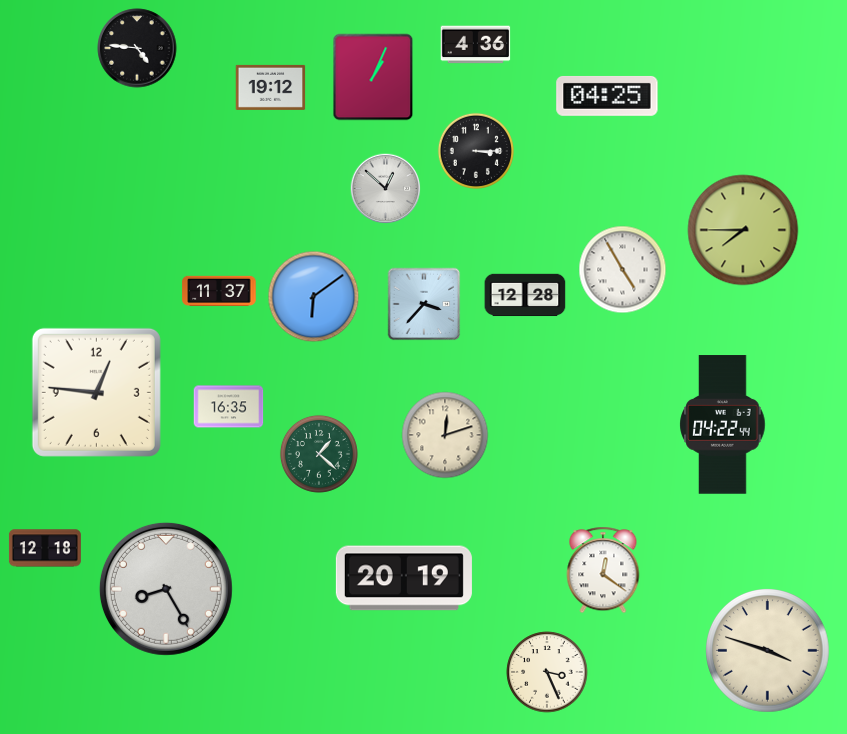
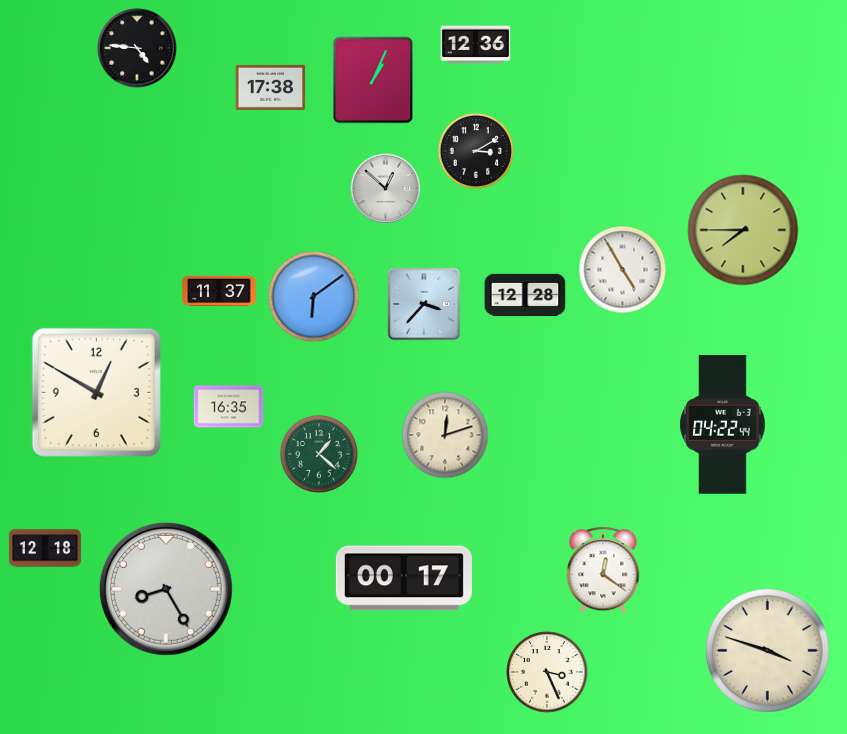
clock at (476, 45): 4:36 -> 12:36
clock at (373, 77) position: (373, 77) -> (373, 80)
clock at (271, 87): 19:12 -> 17:38
clock at (607, 96): 04:25 -> none
clock at (476, 151): 3:15 -> 3:10
clock at (96, 392): 12:46 -> 12:50
clock at (404, 578): 20:19 -> 00:17
